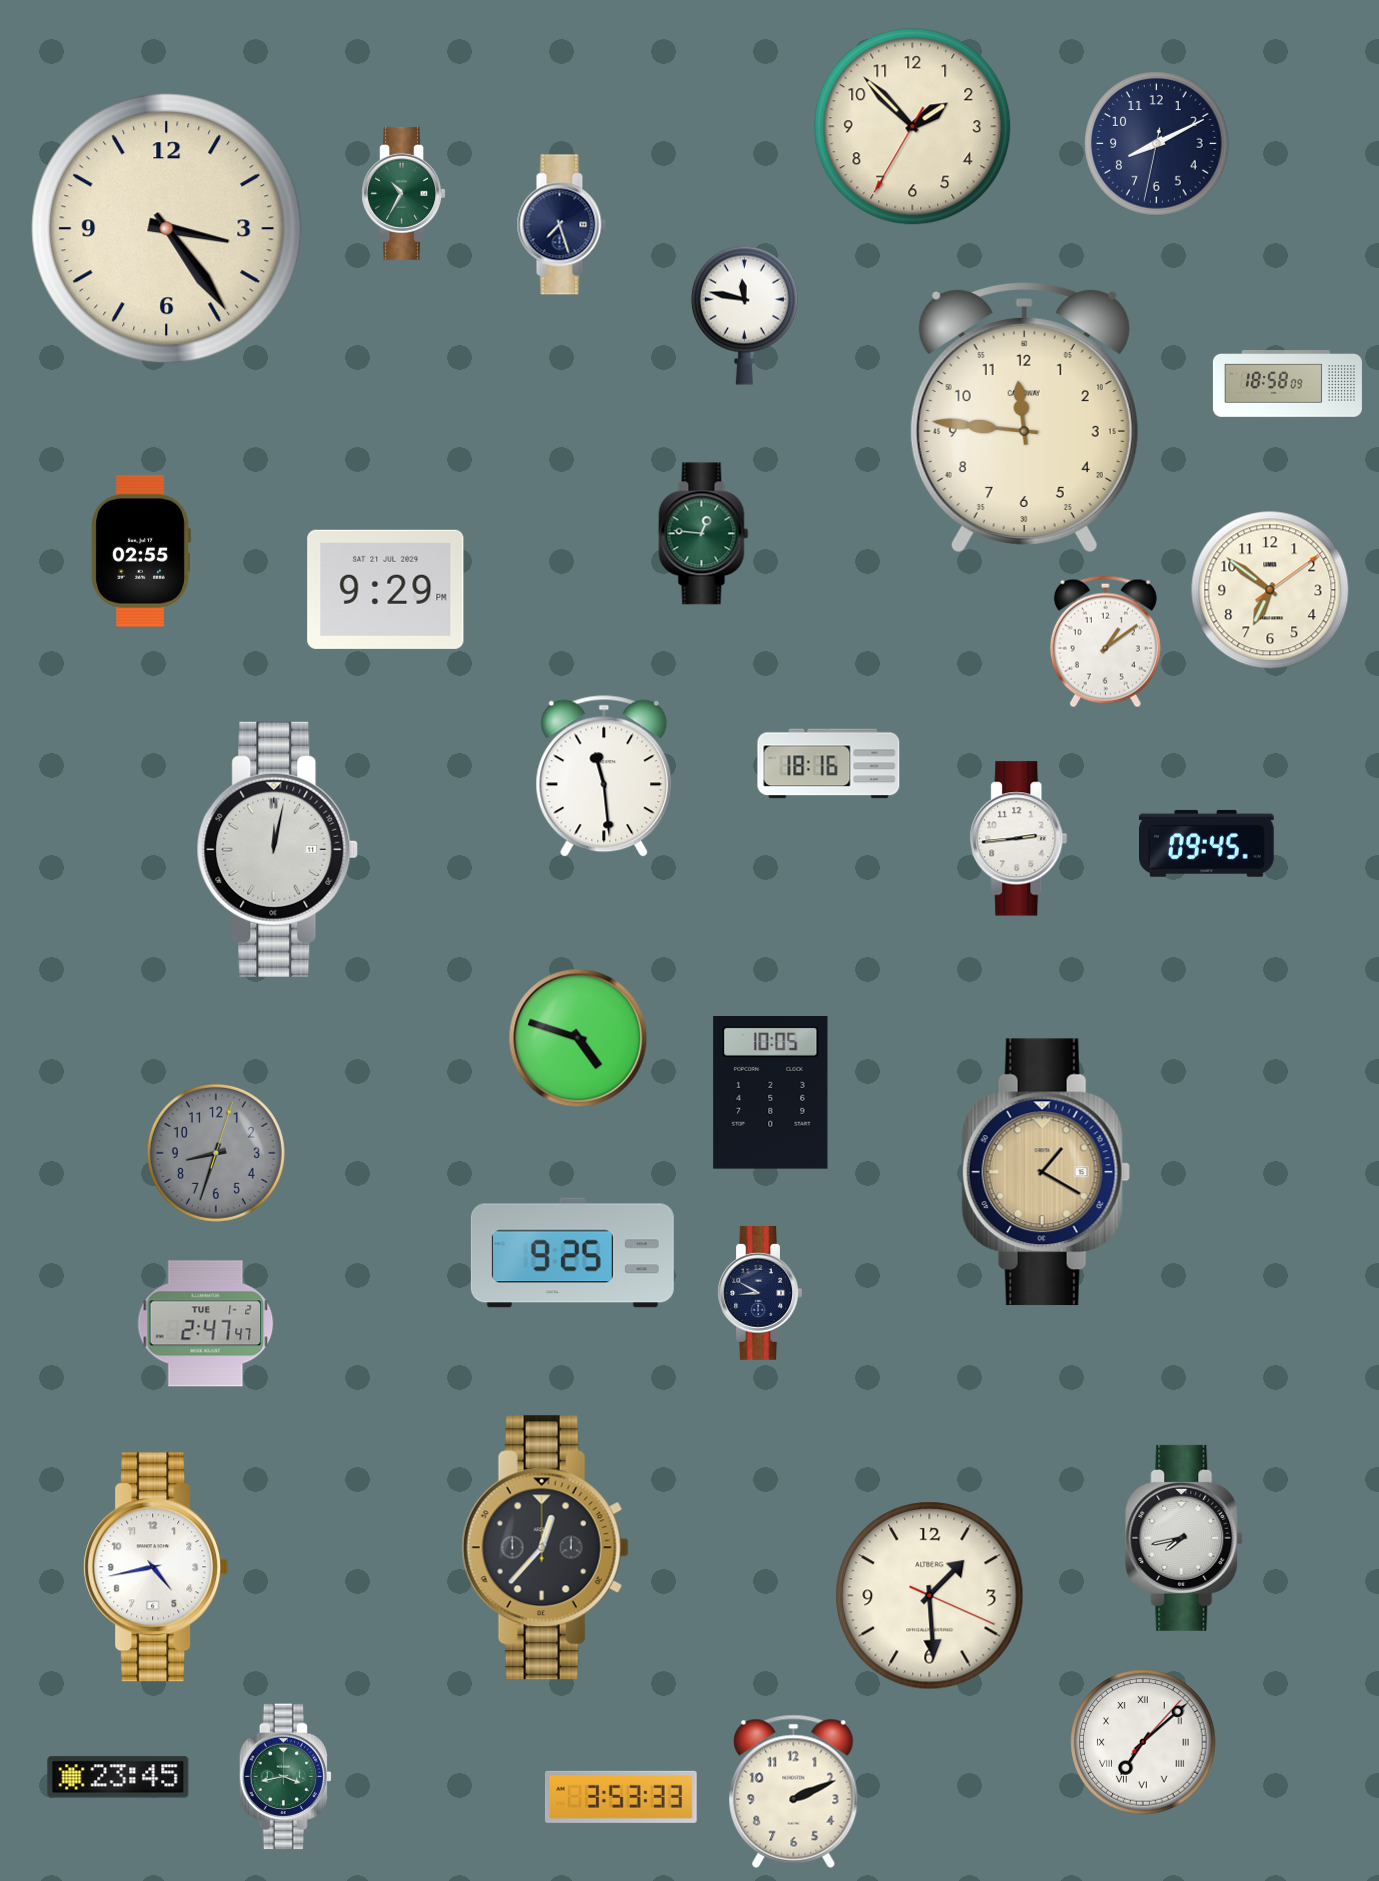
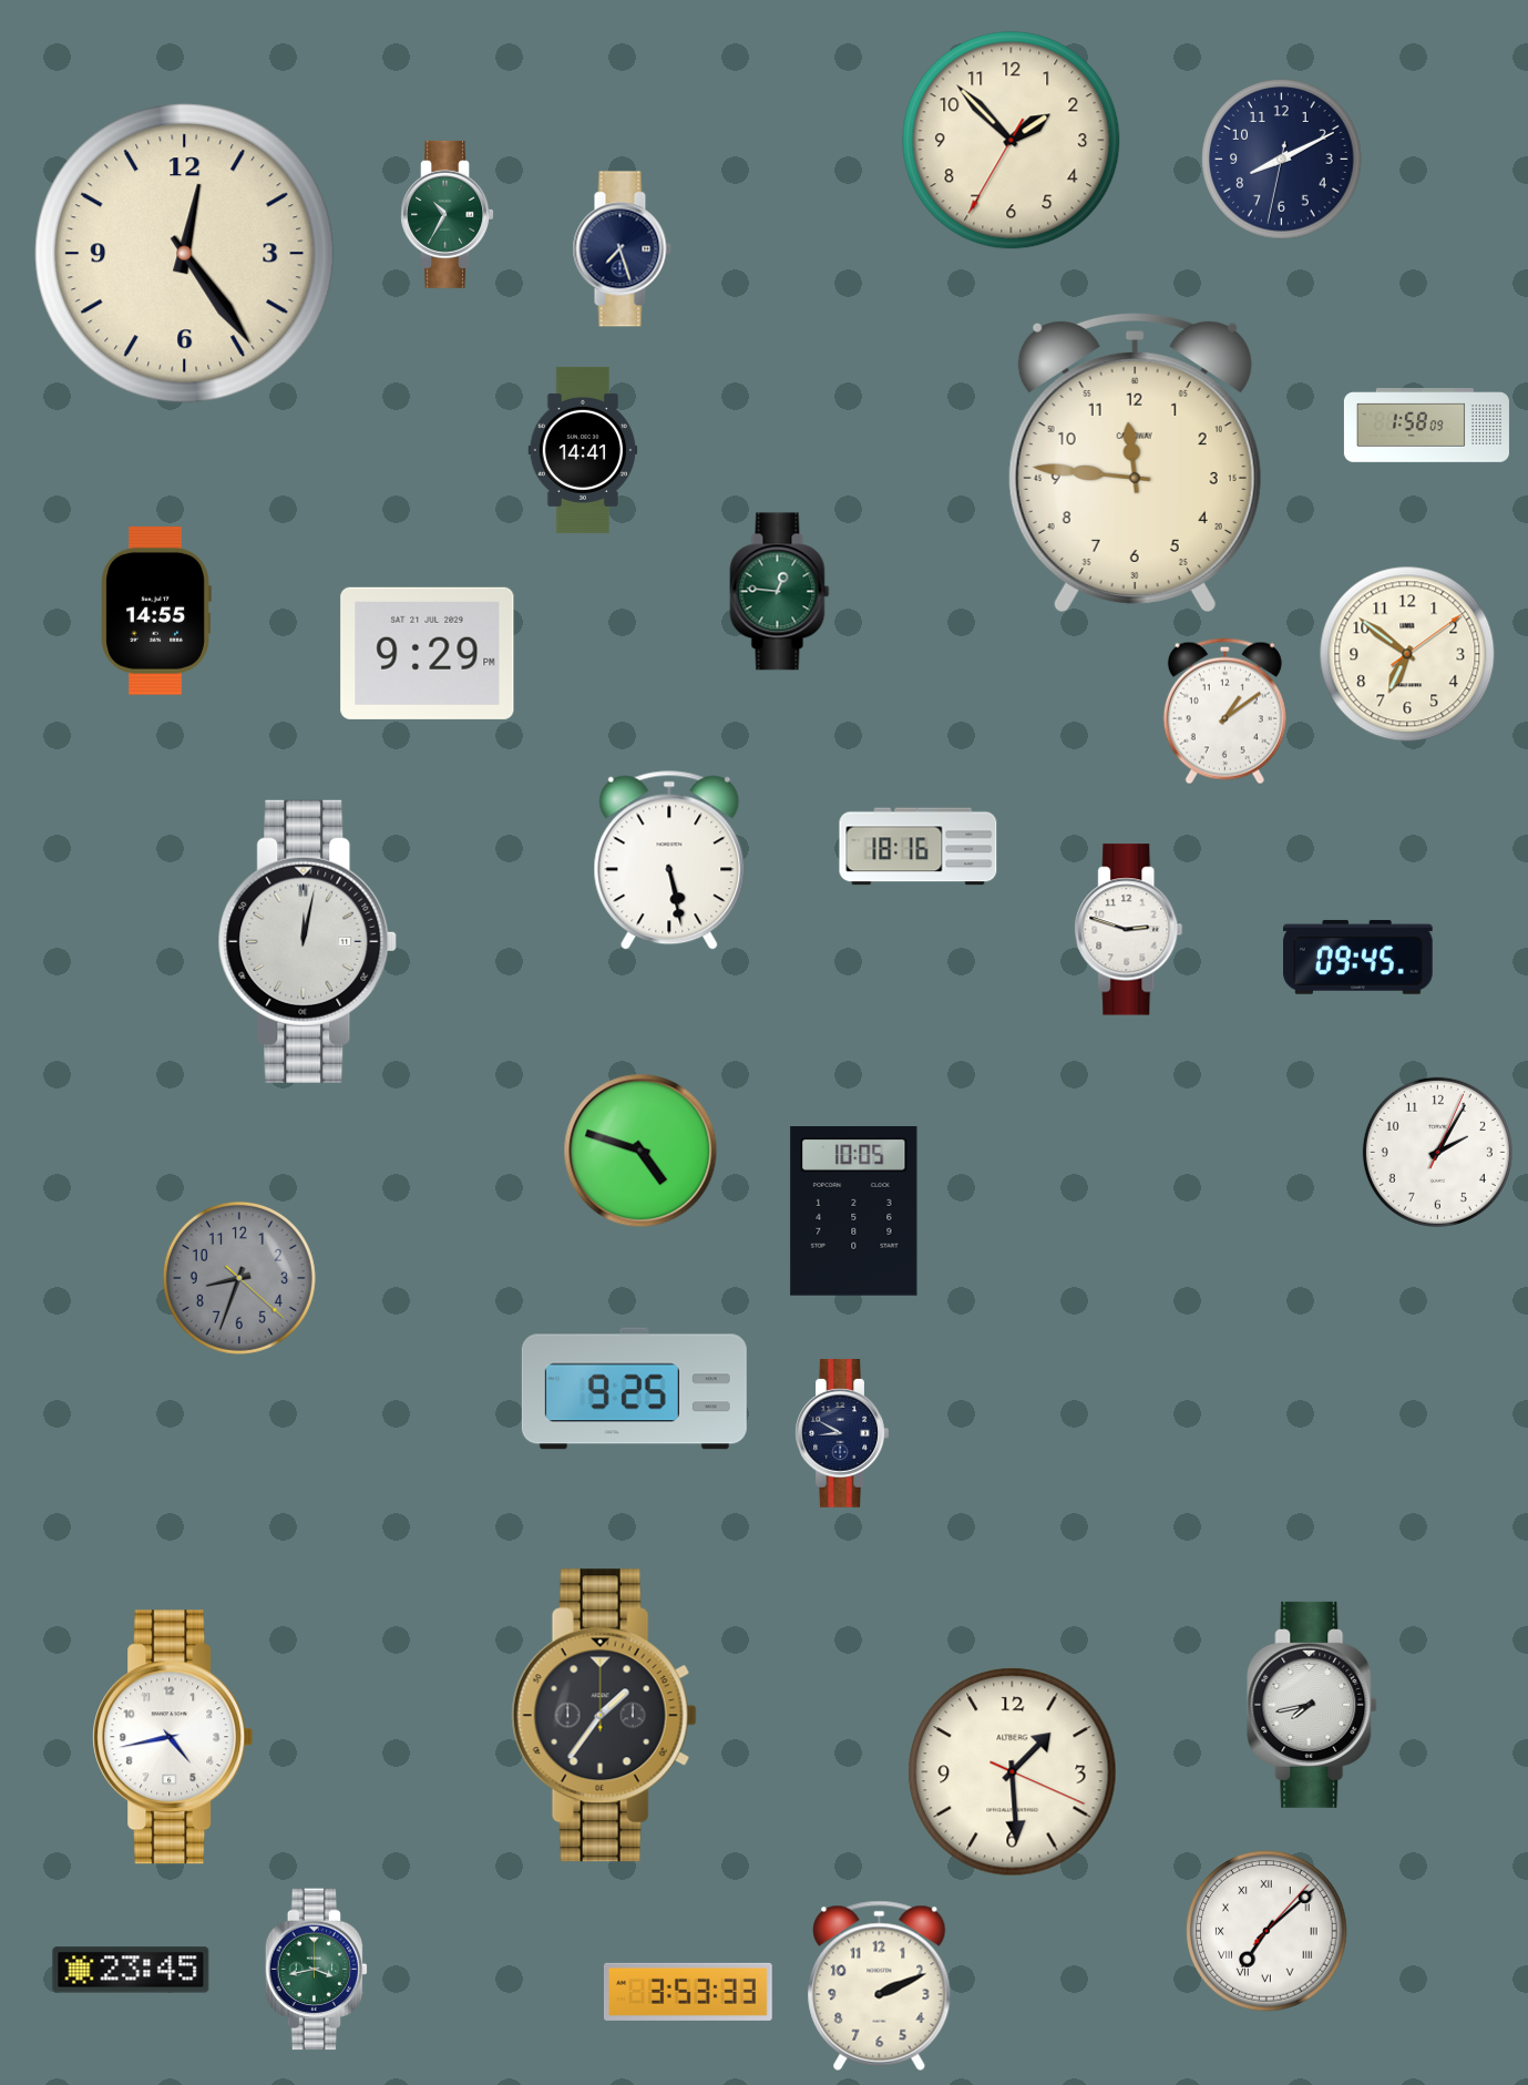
clock at (167, 229): 3:24 -> 12:24
clock at (744, 315): 11:47 -> none
clock at (1287, 384): 18:58 -> 1:58
clock at (583, 450): none -> 14:41
clock at (141, 551): 02:55 -> 14:55
clock at (604, 776): 11:29 -> 5:28
clock at (1019, 839): 2:44 -> 2:48
clock at (1207, 844) position: (1207, 844) -> (1358, 958)
clock at (1437, 1152): none -> 2:05
clock at (216, 1153): 8:33:03 -> 8:33:22
clock at (1046, 1172): 1:20 -> none
clock at (206, 1324): 2:47 -> none
clock at (545, 1548): 12:37 -> 1:36
clock at (930, 1596) position: (930, 1596) -> (1013, 1772)
